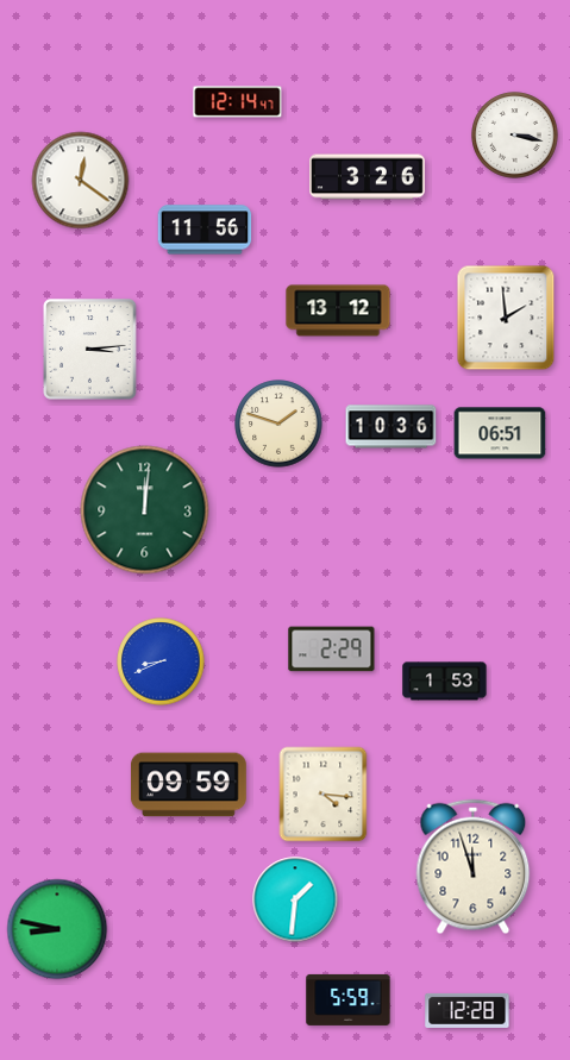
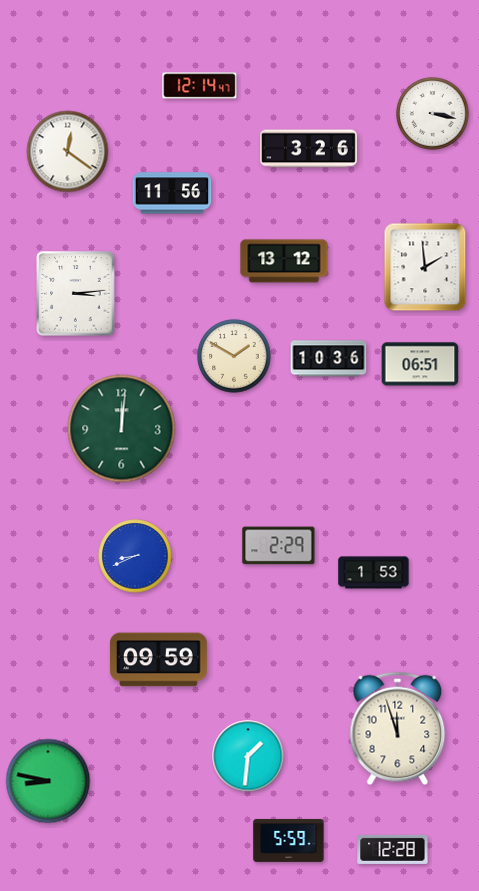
clock at (278, 424): 1:48 -> 1:50
clock at (324, 795): 4:16 -> none
clock at (349, 999) position: (349, 999) -> (289, 840)
